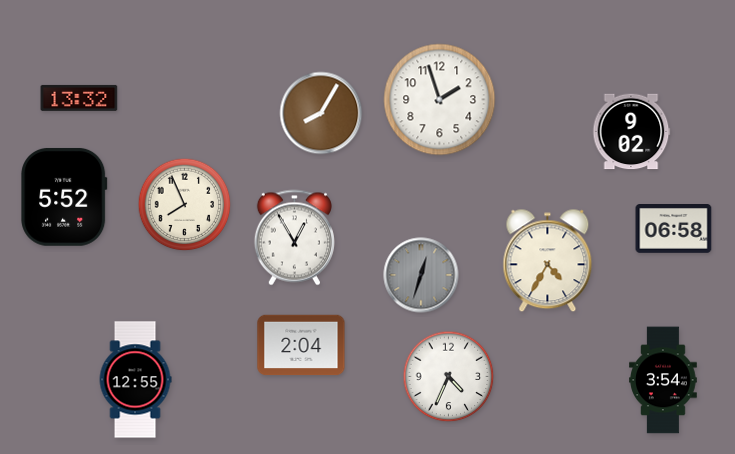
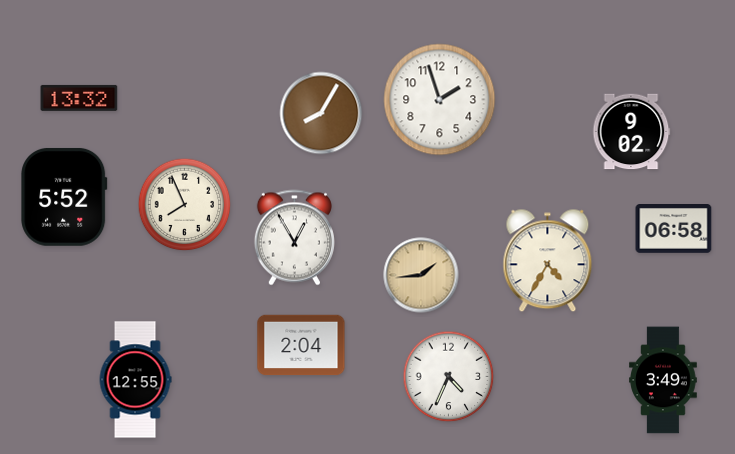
clock at (421, 275): 12:33 -> 1:44
clock at (421, 275) dial: grey -> champagne
clock at (663, 380): 3:54 -> 3:49
